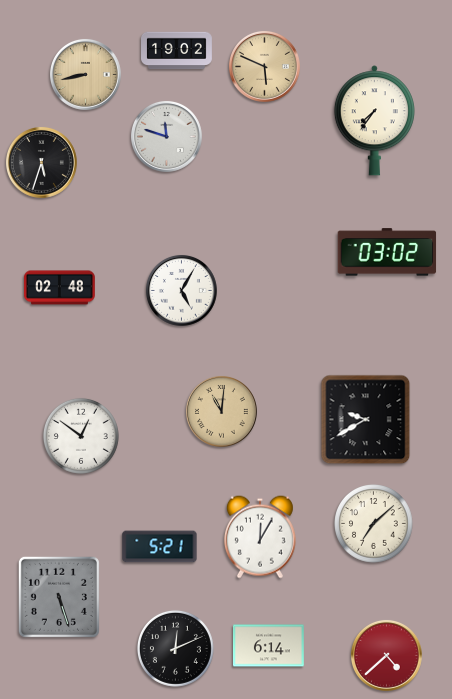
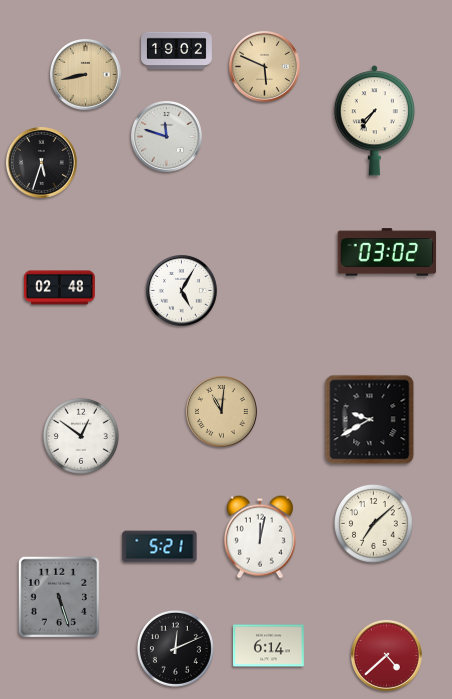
clock at (366, 420) position: (366, 420) -> (370, 420)
clock at (260, 537): 12:05 -> 12:02
